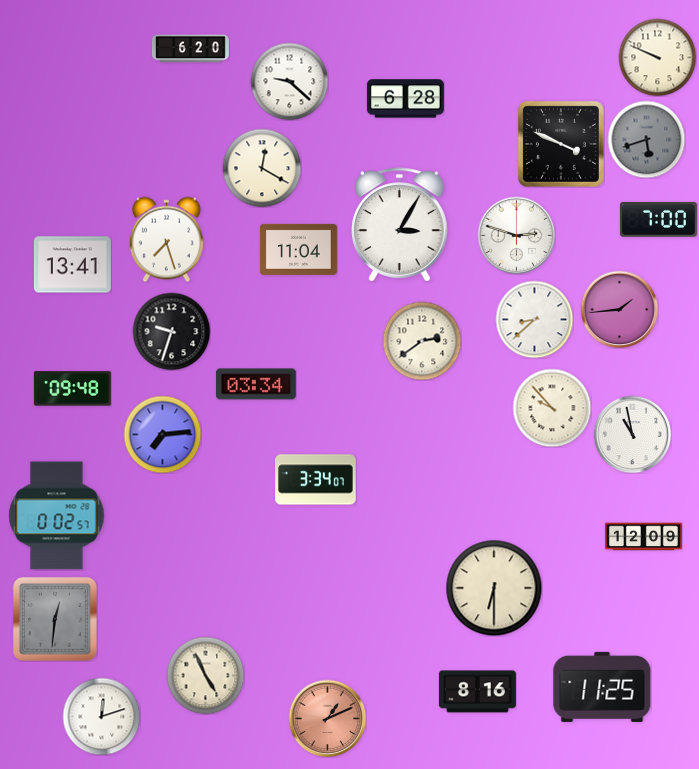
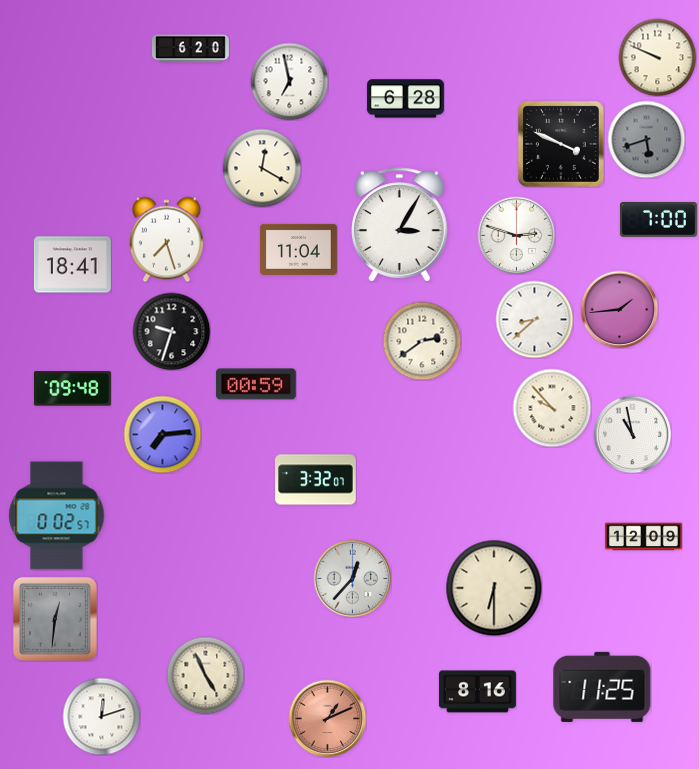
clock at (289, 81): 9:22 -> 6:58
clock at (72, 265): 13:41 -> 18:41
clock at (256, 384): 03:34 -> 00:59
clock at (316, 480): 3:34 -> 3:32
clock at (352, 578): none -> 12:37
